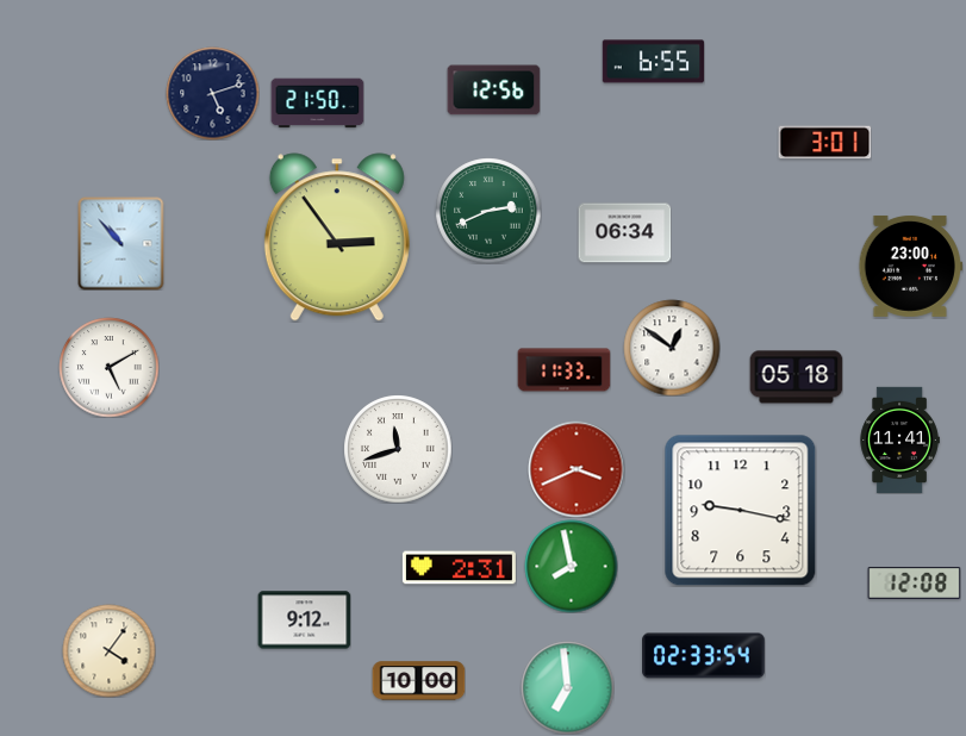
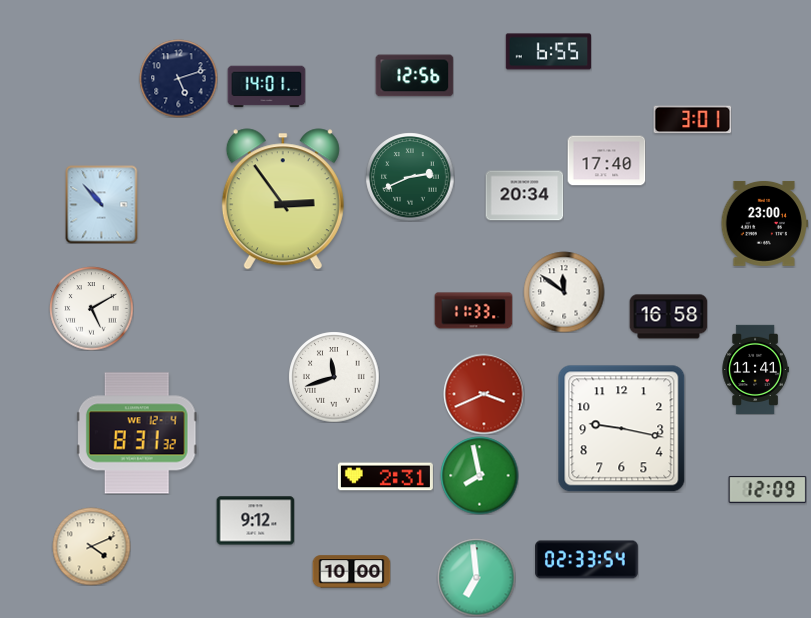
clock at (317, 104): 21:50 -> 14:01
clock at (606, 161): none -> 17:40
clock at (624, 233): 06:34 -> 20:34
clock at (672, 348): 12:51 -> 11:51
clock at (796, 378): 05:18 -> 16:58
clock at (137, 433): none -> 8:31
clock at (914, 582): 12:08 -> 12:09
clock at (108, 650): 4:06 -> 4:11
clock at (704, 656) position: (704, 656) -> (587, 560)
